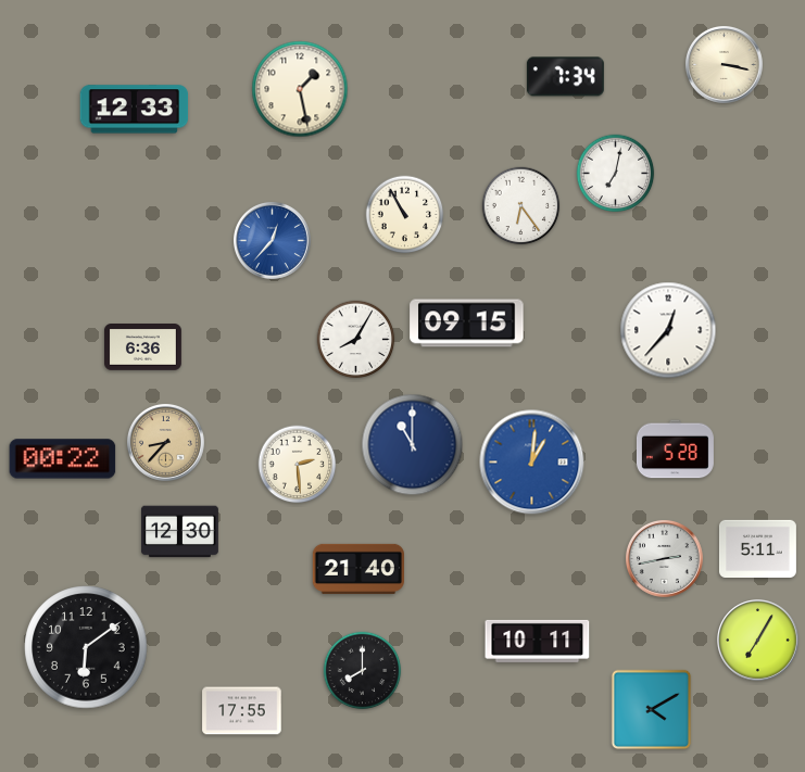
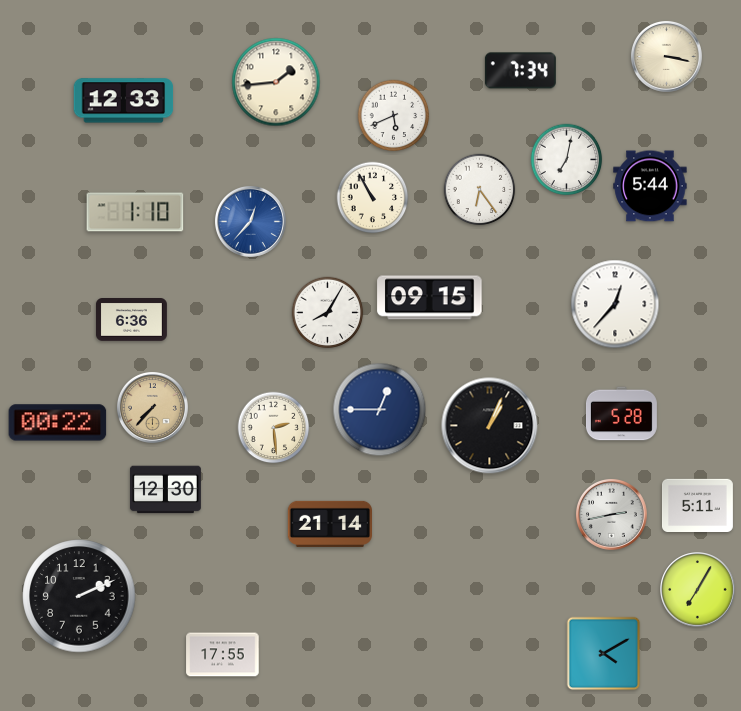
clock at (724, 64) position: (724, 64) -> (666, 56)
clock at (300, 89): 1:28 -> 1:44
clock at (394, 116): none -> 5:41
clock at (650, 186): none -> 5:44
clock at (135, 212): none -> 1:10
clock at (165, 442): 8:37 -> 7:37
clock at (413, 445): 11:00 -> 12:45
clock at (532, 463): 1:01 -> 1:04
clock at (532, 463) dial: blue -> black
clock at (357, 569): 21:40 -> 21:14
clock at (538, 641): 10:11 -> none
clock at (86, 647): 6:09 -> 2:11
clock at (363, 671): 8:00 -> none
clock at (652, 710) position: (652, 710) -> (604, 654)
